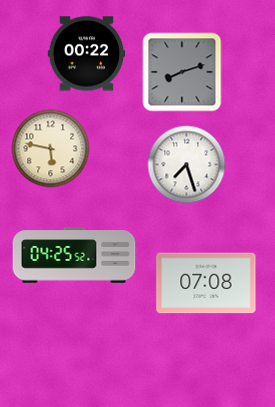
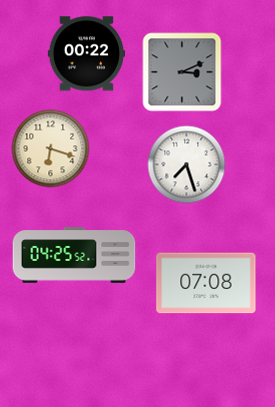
clock at (182, 72): 8:12 -> 3:11
clock at (50, 148): 5:47 -> 6:18
